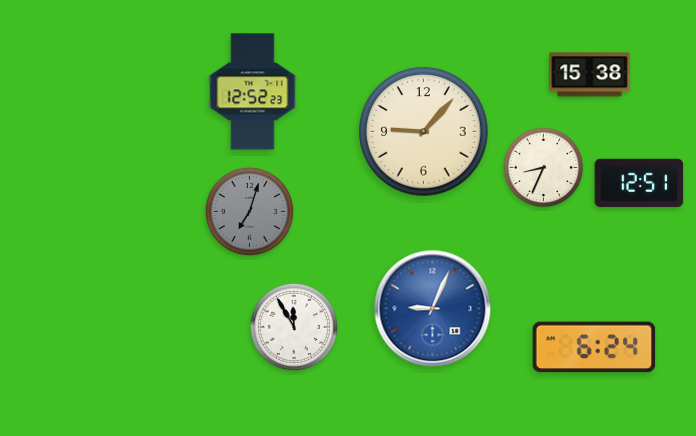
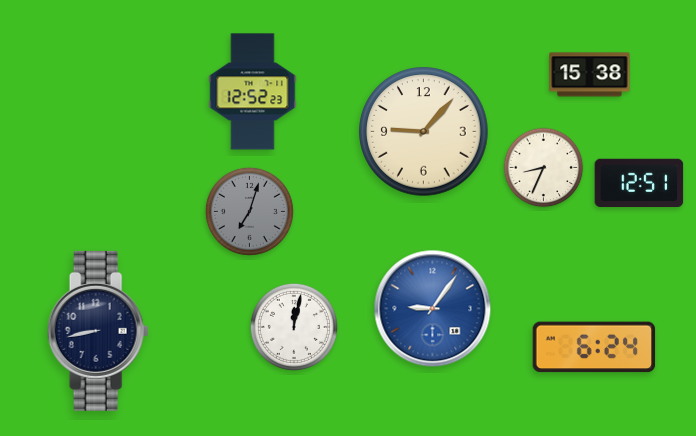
clock at (433, 309): 9:04 -> 9:06
clock at (294, 327): 11:55 -> 12:02
clock at (98, 331): none -> 8:43
